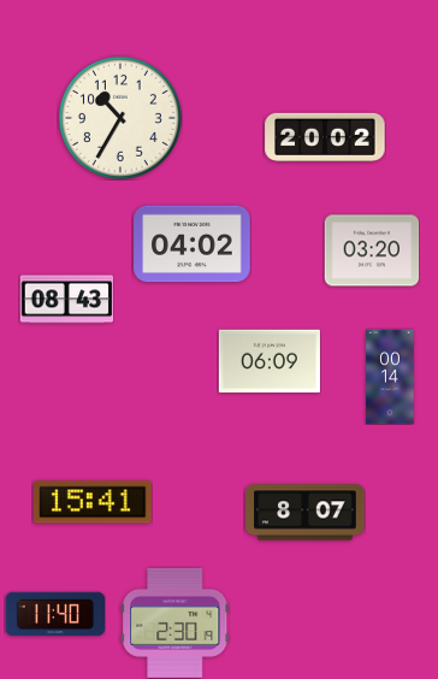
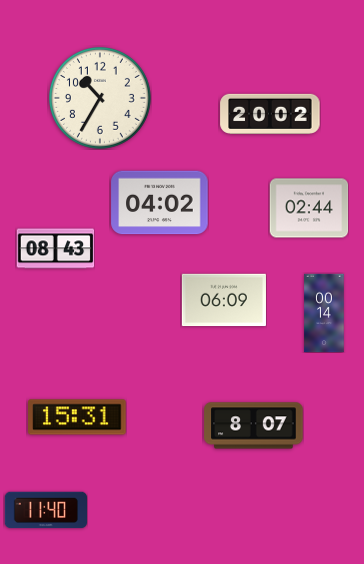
clock at (372, 250): 03:20 -> 02:44
clock at (93, 502): 15:41 -> 15:31
clock at (176, 622): 2:30 -> none
